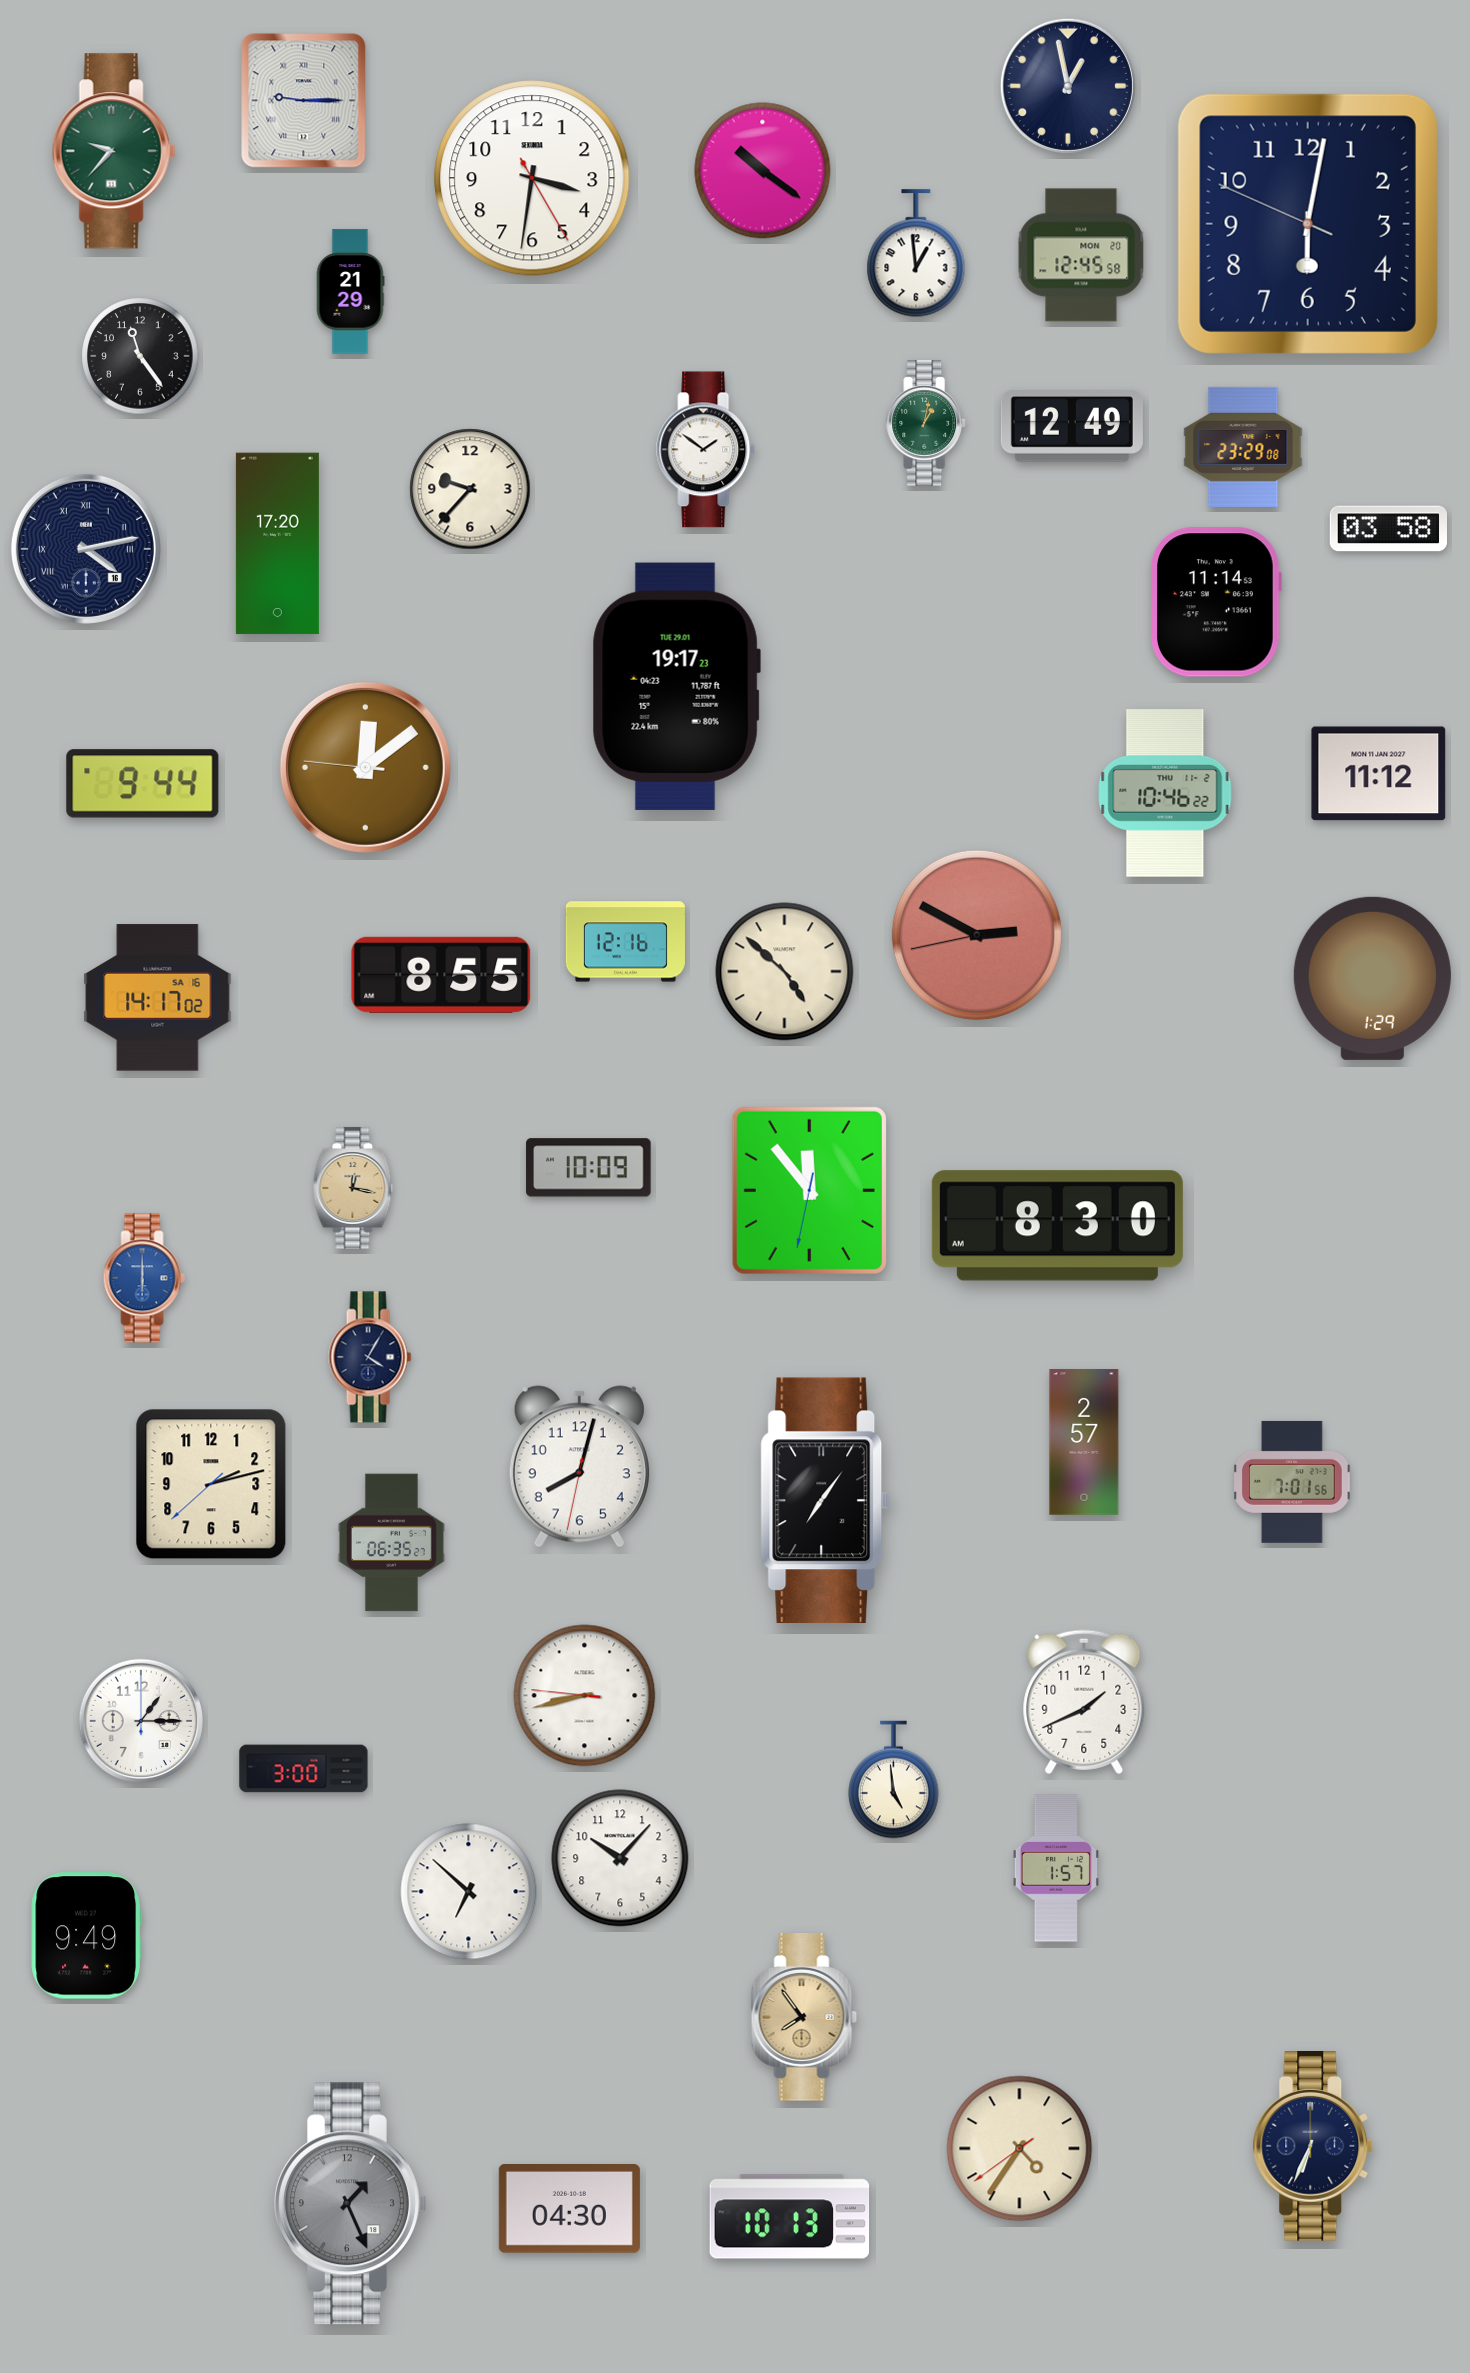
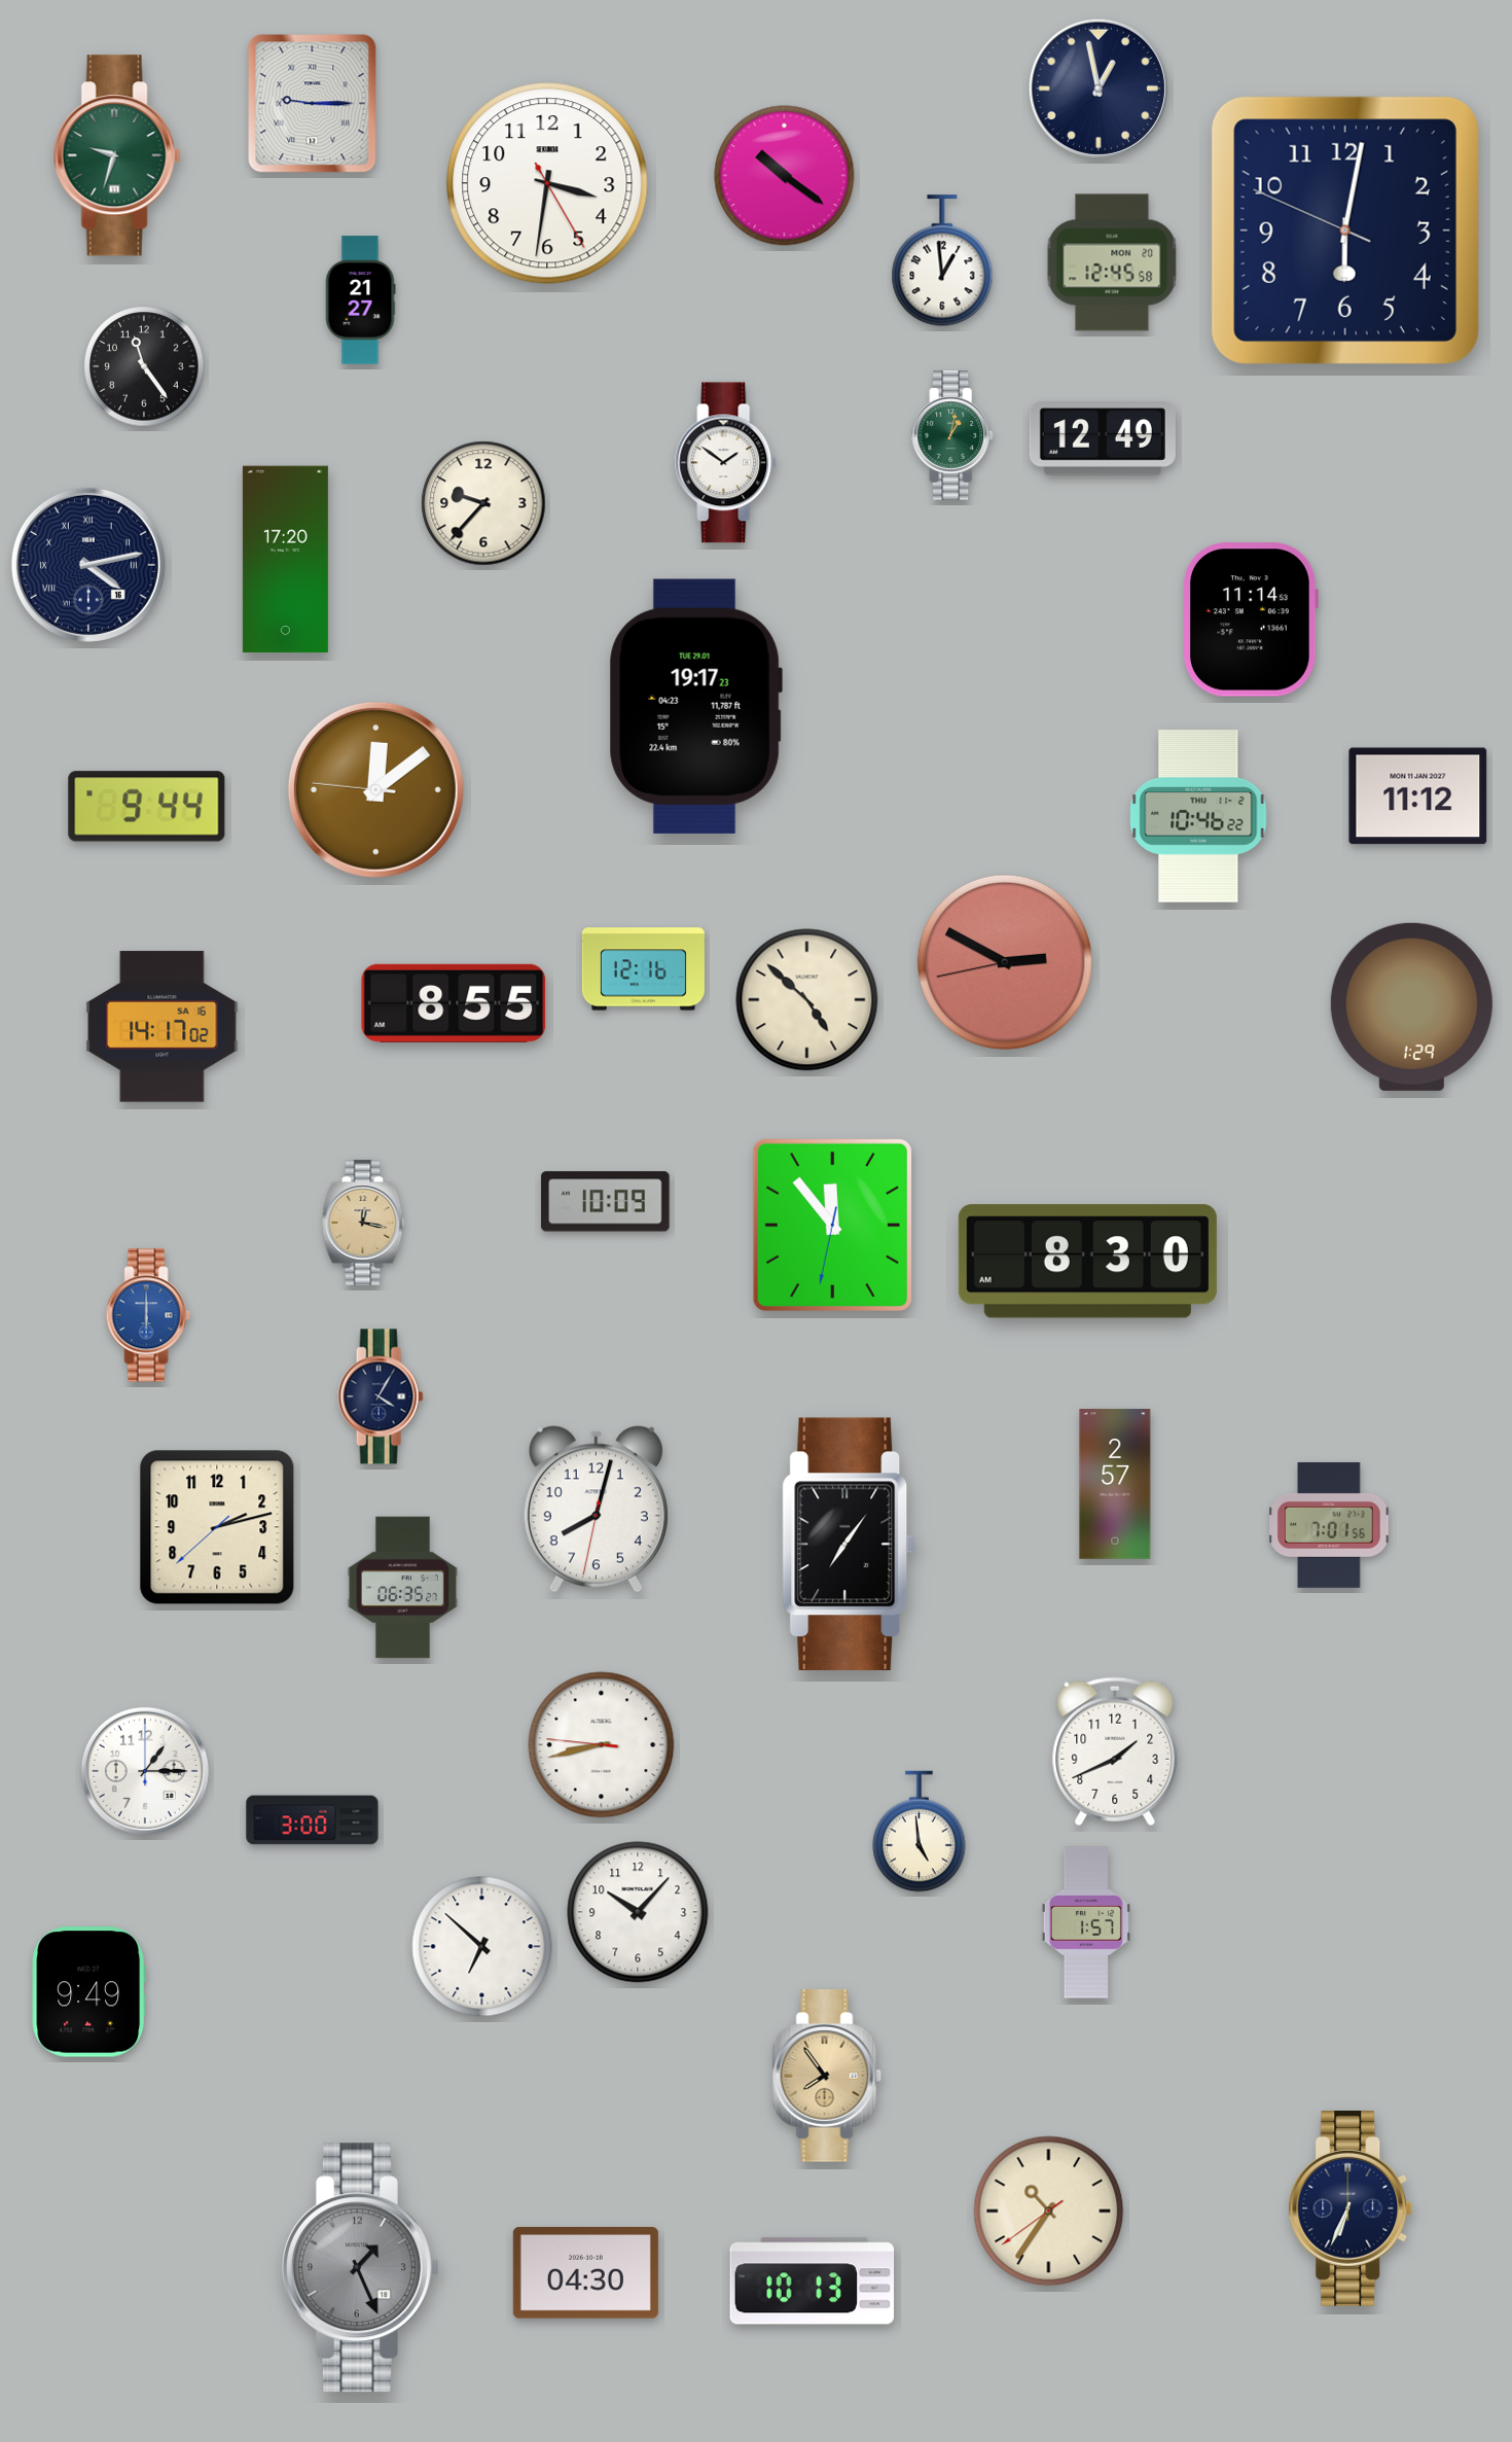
clock at (114, 151): 9:37 -> 9:33
clock at (350, 292): 21:29 -> 21:27
clock at (1243, 447): 23:29 -> none
clock at (1388, 529): 03:58 -> none
clock at (1020, 2149): 4:35 -> 10:35
